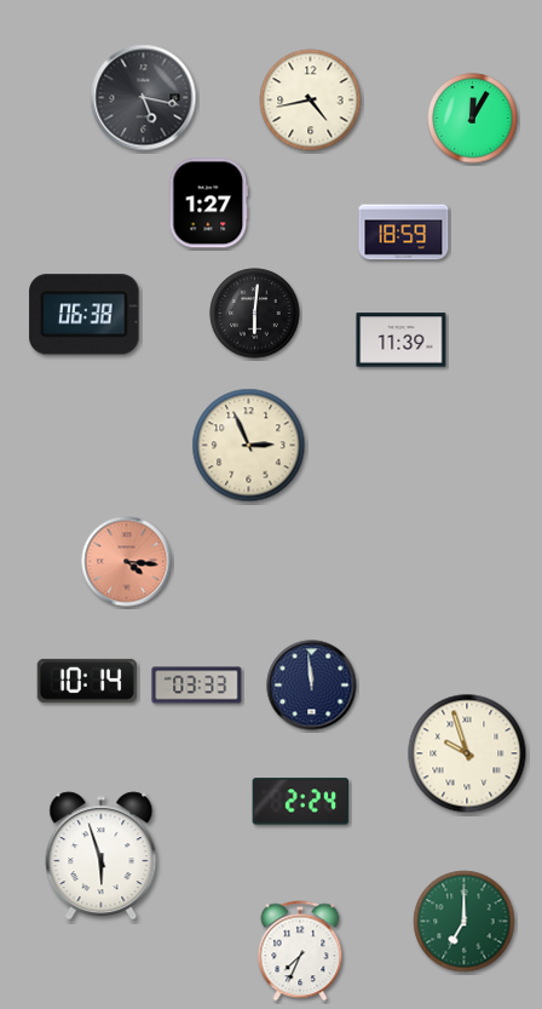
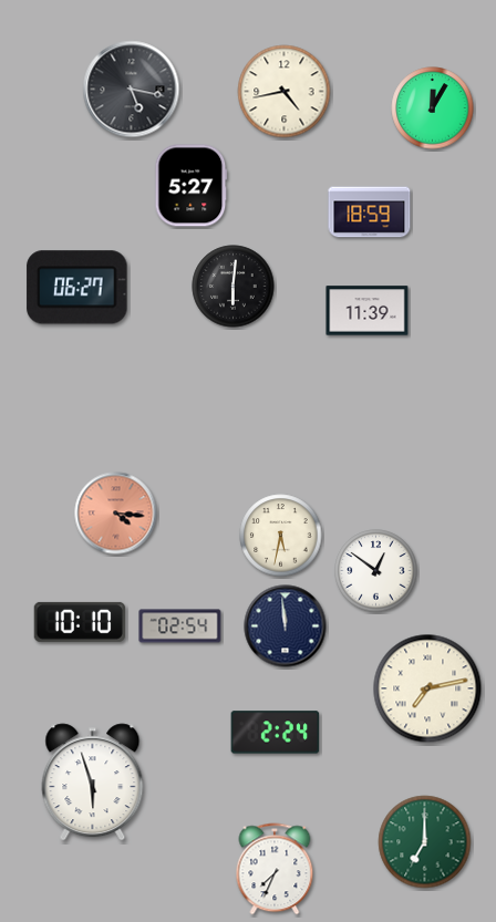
clock at (209, 203): 1:27 -> 5:27
clock at (85, 315): 06:38 -> 06:27
clock at (249, 446): 2:56 -> none
clock at (281, 536): none -> 5:32
clock at (376, 571): none -> 12:51
clock at (87, 681): 10:14 -> 10:10
clock at (197, 686): 03:33 -> 02:54
clock at (467, 753): 9:57 -> 7:13
